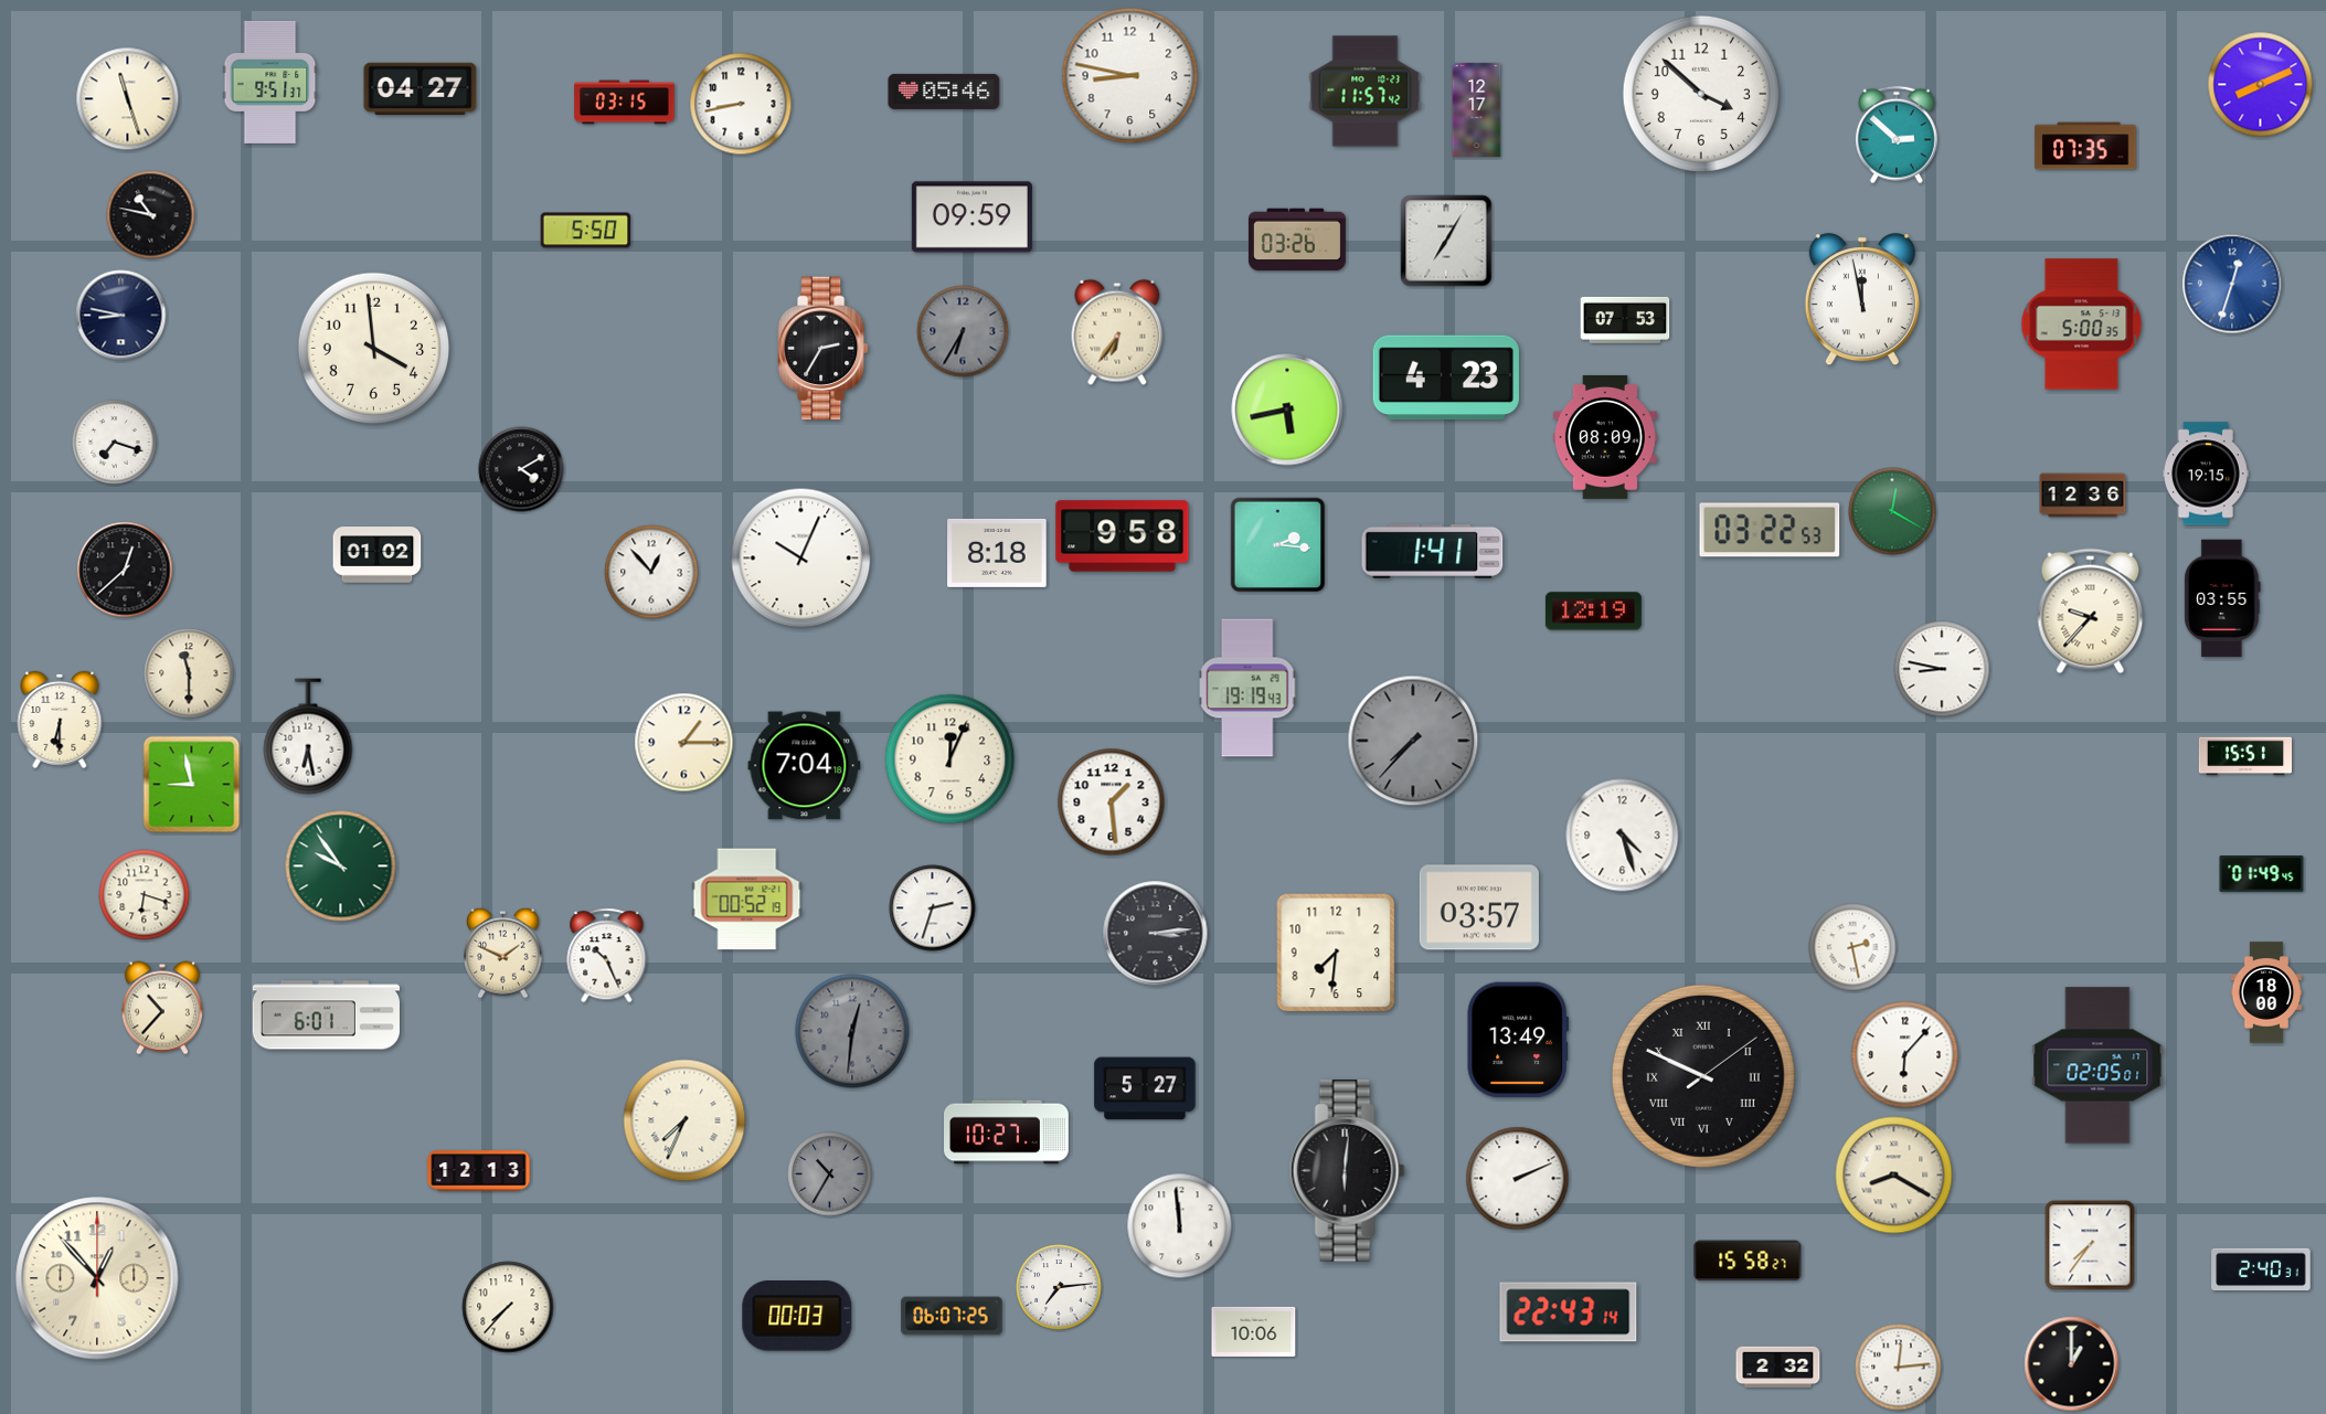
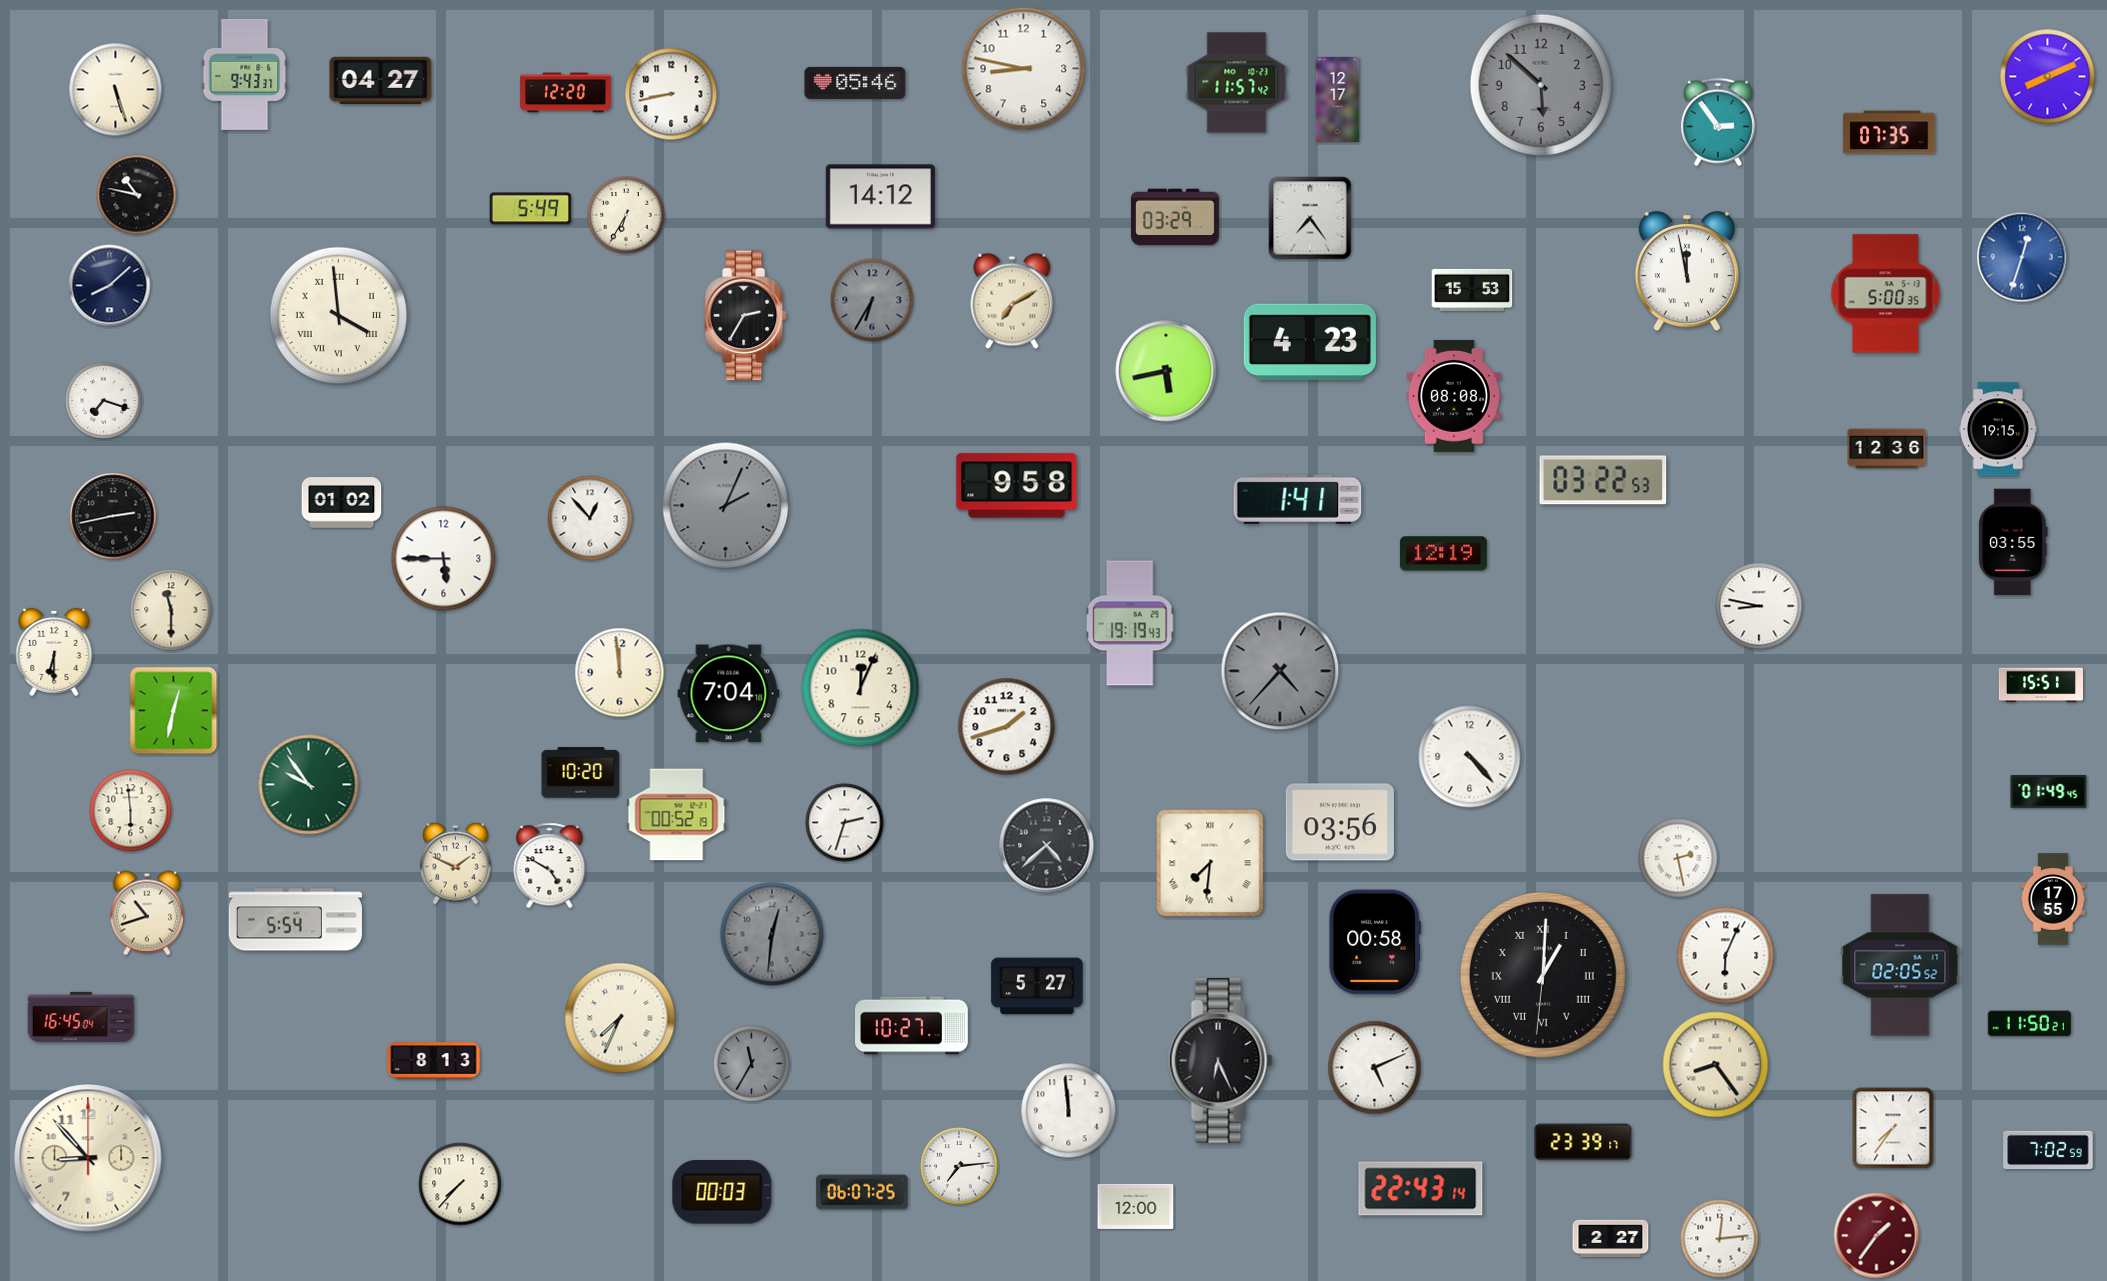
clock at (270, 82): 9:51 -> 9:43
clock at (1701, 94): 3:52 -> 5:52
clock at (1701, 94) dial: white -> grey
clock at (128, 99): 11:27 -> 5:27
clock at (625, 103): 03:15 -> 12:20
clock at (1897, 135): 2:52 -> 2:54
clock at (971, 217): 09:59 -> 14:12
clock at (586, 231): 5:50 -> 5:49
clock at (626, 215): none -> 6:35
clock at (1298, 240): 03:26 -> 03:29
clock at (1446, 241): 7:05 -> 7:24
clock at (121, 316): 8:47 -> 8:08
clock at (1625, 320): 07:53 -> 15:53
clock at (1117, 332): 6:36 -> 7:10
clock at (374, 349) numerals: Arabic -> Roman
clock at (1605, 437): 08:09 -> 08:08
clock at (521, 469): 4:10 -> none
clock at (1892, 511): 12:20 -> none
clock at (1278, 545): 2:16 -> none
clock at (997, 553): 8:18 -> none
clock at (801, 559): 10:04 -> 2:04
clock at (801, 559) dial: white -> grey
clock at (125, 570): 12:38 -> 2:43
clock at (2091, 612): 9:37 -> none
clock at (444, 559): none -> 5:45
clock at (308, 736): 6:28 -> none
clock at (1413, 741): 7:37 -> 4:37
clock at (684, 743): 1:15 -> 11:59
clock at (2244, 756) position: (2244, 756) -> (2040, 685)
clock at (192, 785): 8:58 -> 12:32
clock at (1112, 802): 1:29 -> 1:42
clock at (1623, 836): 4:27 -> 4:23
clock at (581, 773): none -> 10:20
clock at (145, 895): 6:18 -> 5:59
clock at (1479, 907): 03:57 -> 03:56
clock at (1156, 934): 3:14 -> 4:38
clock at (1336, 953) numerals: Arabic -> Roman
clock at (607, 956): 10:26 -> 4:50
clock at (2266, 992): 18:00 -> 17:55
clock at (162, 1008): 10:37 -> 10:42
clock at (326, 1016): 6:01 -> 5:54
clock at (1518, 1040): 13:49 -> 00:58
clock at (1905, 1055): 6:07 -> 6:04
clock at (2097, 1065): 02:05:01 -> 02:05:52
clock at (1703, 1076): 9:49 -> 1:00
clock at (684, 1120) position: (684, 1120) -> (620, 1018)
clock at (81, 1017): none -> 16:45
clock at (2029, 1024): none -> 11:50
clock at (479, 1171): 12:13 -> 8:13
clock at (1347, 1171): 6:01 -> 6:26
clock at (830, 1174): 10:35 -> 11:35
clock at (1894, 1176): 8:20 -> 8:24
clock at (1518, 1179): 2:11 -> 5:11
clock at (1748, 1261): 15:58 -> 23:39
clock at (2261, 1269): 2:40 -> 7:02
clock at (97, 1278): 12:53 -> 8:53
clock at (1254, 1331): 10:06 -> 12:00
clock at (2072, 1364): 1:00 -> 1:36
clock at (2072, 1364) dial: black -> burgundy
clock at (1778, 1368): 2:32 -> 2:27
